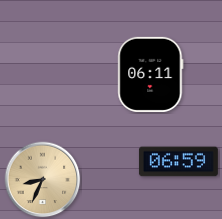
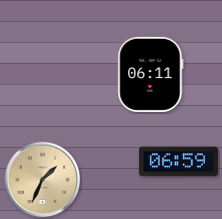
clock at (43, 180): 8:34 -> 1:34
